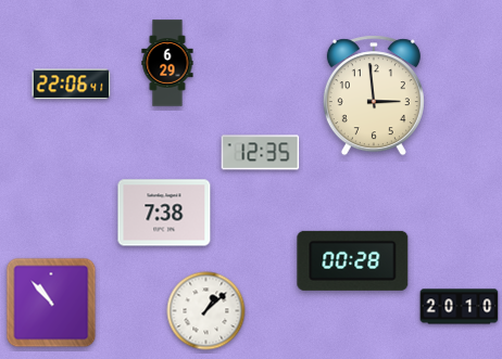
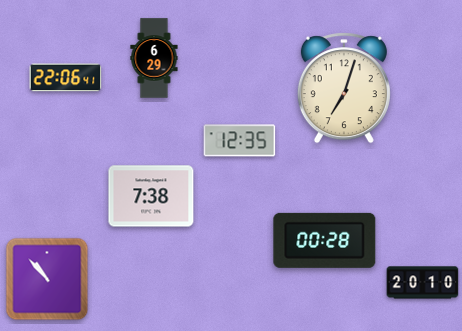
clock at (374, 95): 2:59 -> 7:03
clock at (206, 311): 1:08 -> none
